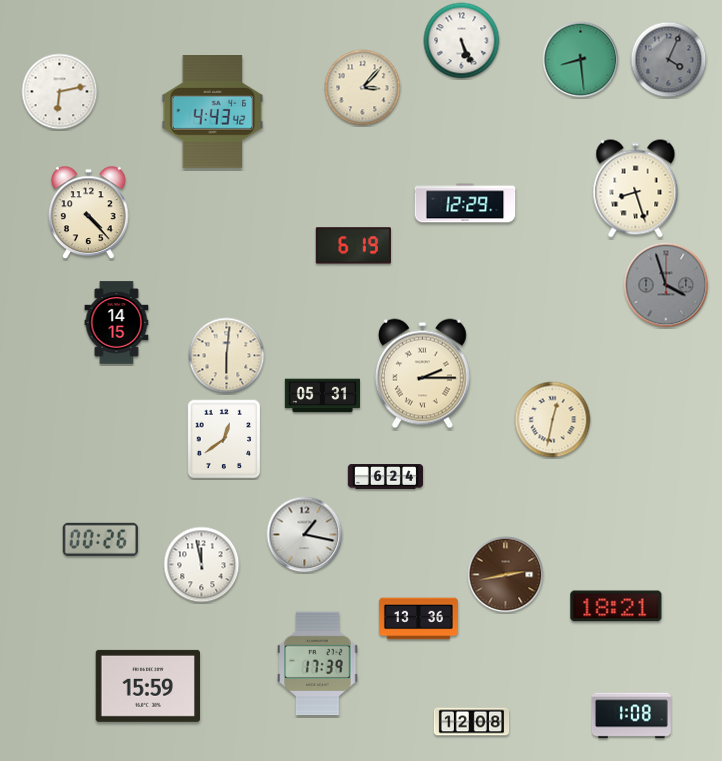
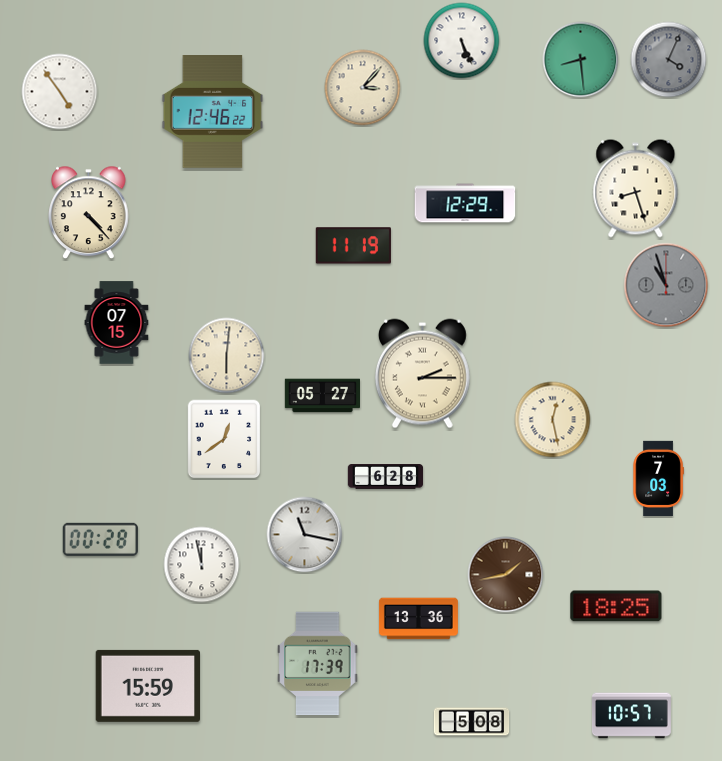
clock at (60, 92): 6:13 -> 4:54
clock at (213, 112): 4:43 -> 12:46
clock at (353, 246): 6:19 -> 11:19
clock at (666, 285): 3:57 -> 10:57
clock at (117, 323): 14:15 -> 07:15
clock at (322, 396): 05:31 -> 05:27
clock at (553, 420): 12:32 -> 12:28
clock at (386, 477): 6:24 -> 6:28
clock at (658, 478): none -> 7:03
clock at (305, 535): 1:17 -> 11:17
clock at (100, 539): 00:26 -> 00:28
clock at (506, 575): 2:43 -> 1:43
clock at (616, 606): 18:21 -> 18:25
clock at (631, 716): 1:08 -> 10:57
clock at (472, 722): 12:08 -> 5:08
